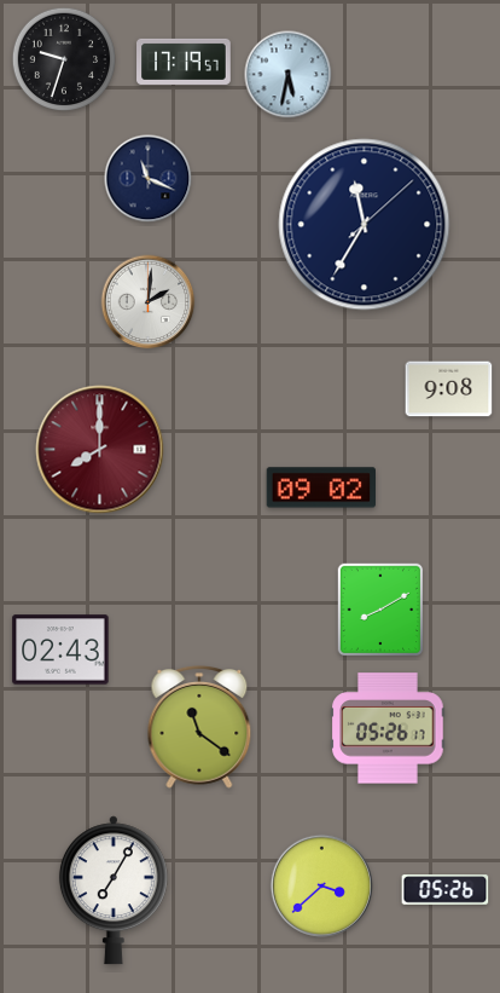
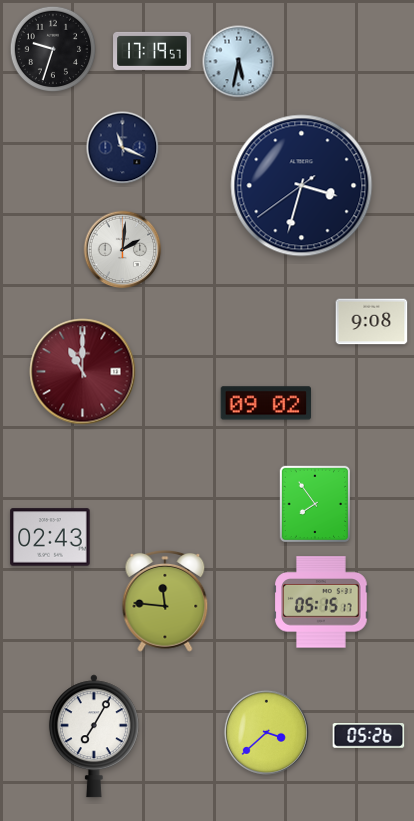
clock at (365, 225): 11:35 -> 3:32
clock at (100, 450): 8:00 -> 11:00
clock at (380, 610): 8:10 -> 7:54
clock at (199, 728): 11:21 -> 11:46
clock at (388, 728): 05:26 -> 05:15
